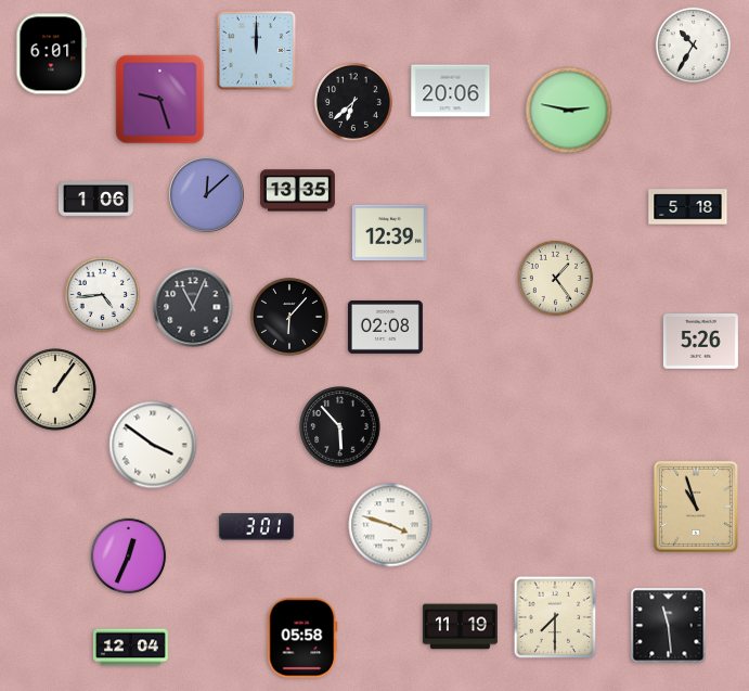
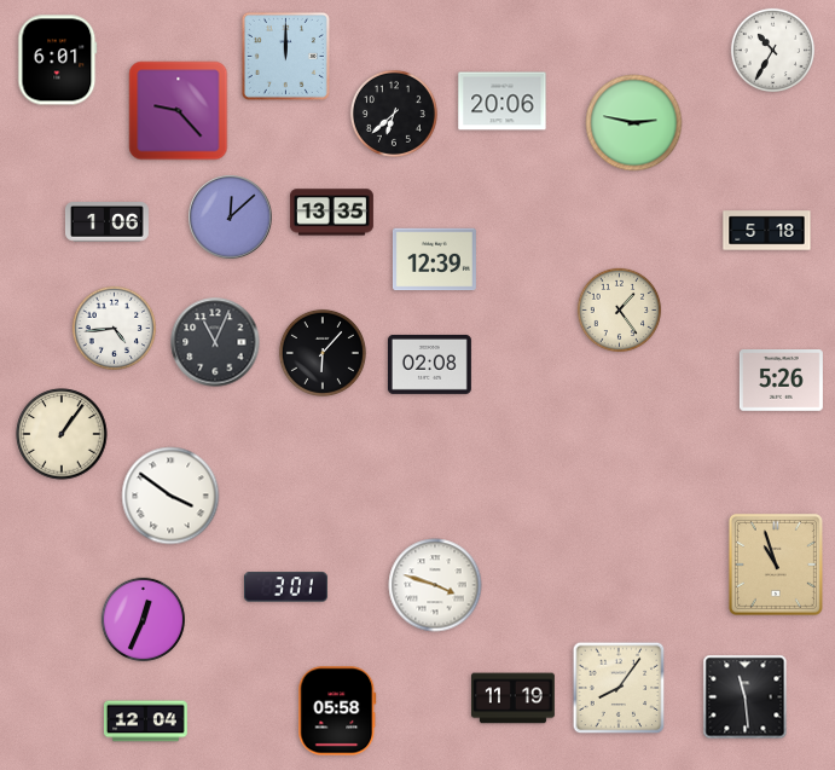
clock at (160, 100): 9:27 -> 9:23
clock at (340, 427): 5:53 -> none
clock at (555, 617): 7:30 -> 8:06
